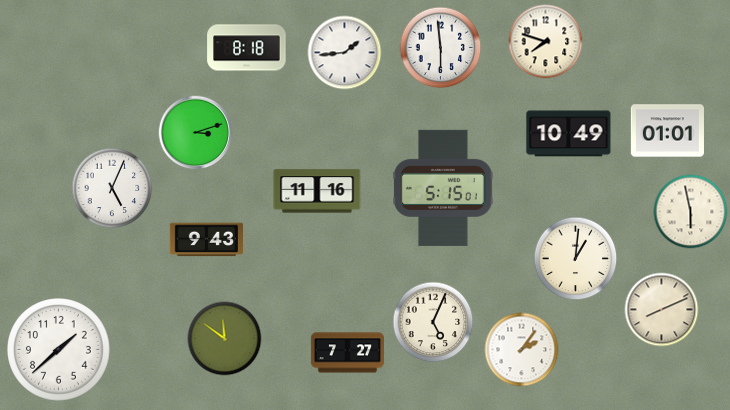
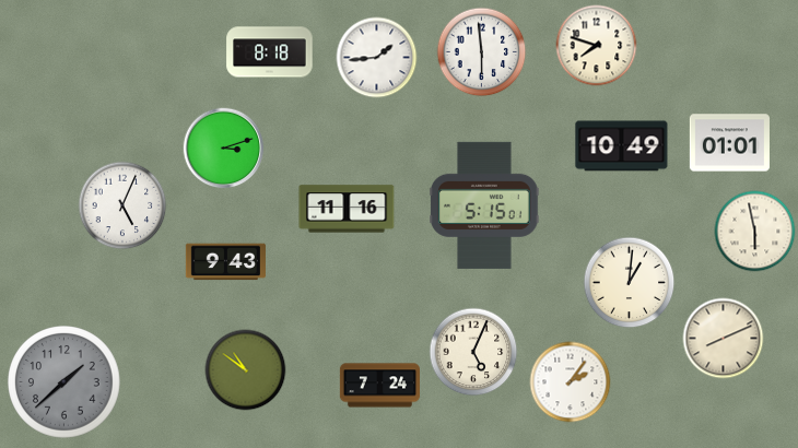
clock at (196, 133) position: (196, 133) -> (224, 149)
clock at (225, 339): 11:51 -> 10:51
clock at (59, 350) dial: white -> grey
clock at (347, 353): 7:27 -> 7:24
